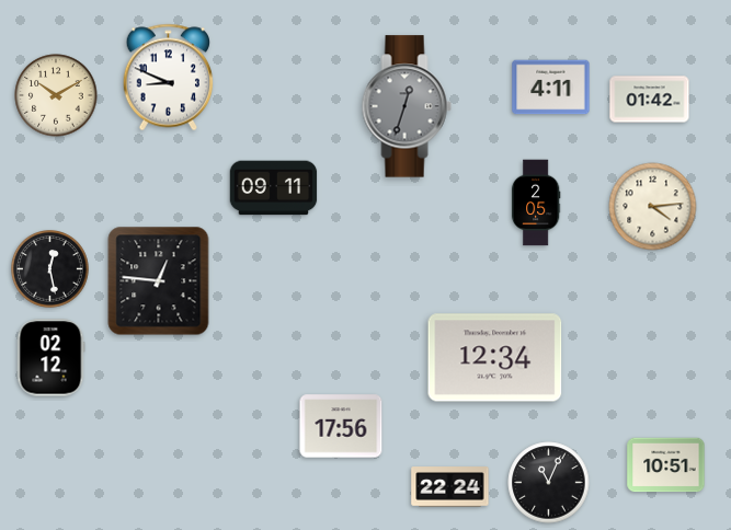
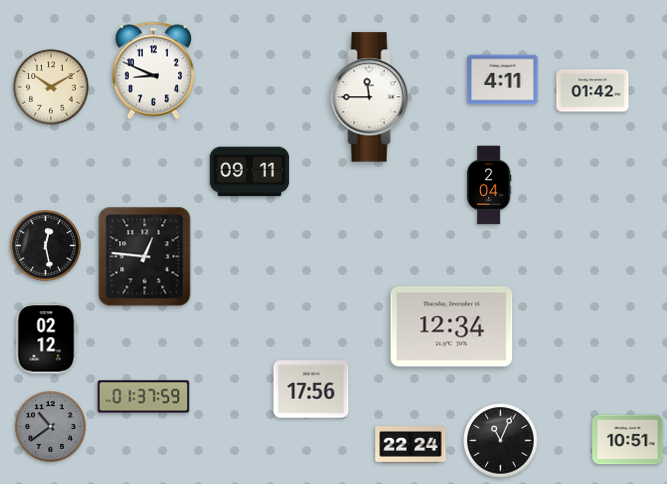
clock at (407, 106): 12:33 -> 11:45
clock at (407, 106) dial: grey -> white
clock at (536, 203): 2:05 -> 2:04
clock at (653, 207): 4:14 -> none
clock at (50, 358) position: (50, 358) -> (46, 339)
clock at (144, 397): none -> 01:37
clock at (666, 465) position: (666, 465) -> (628, 440)
clock at (51, 427): none -> 10:39
